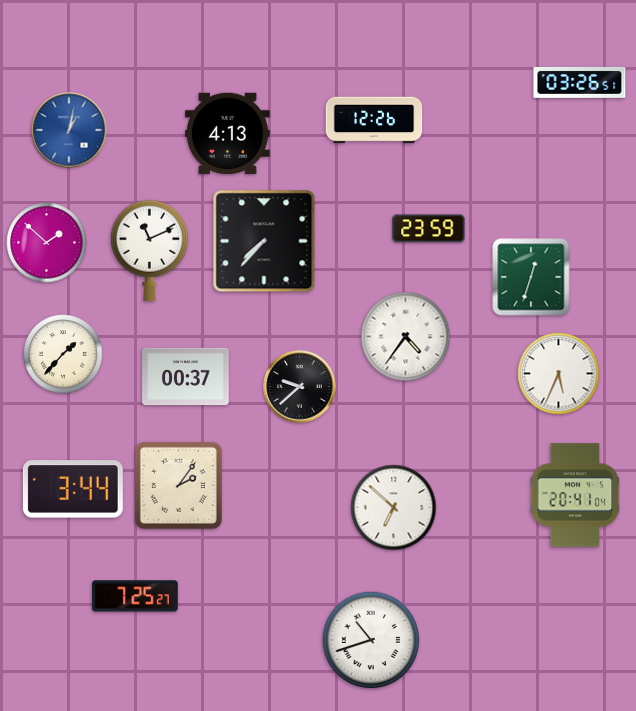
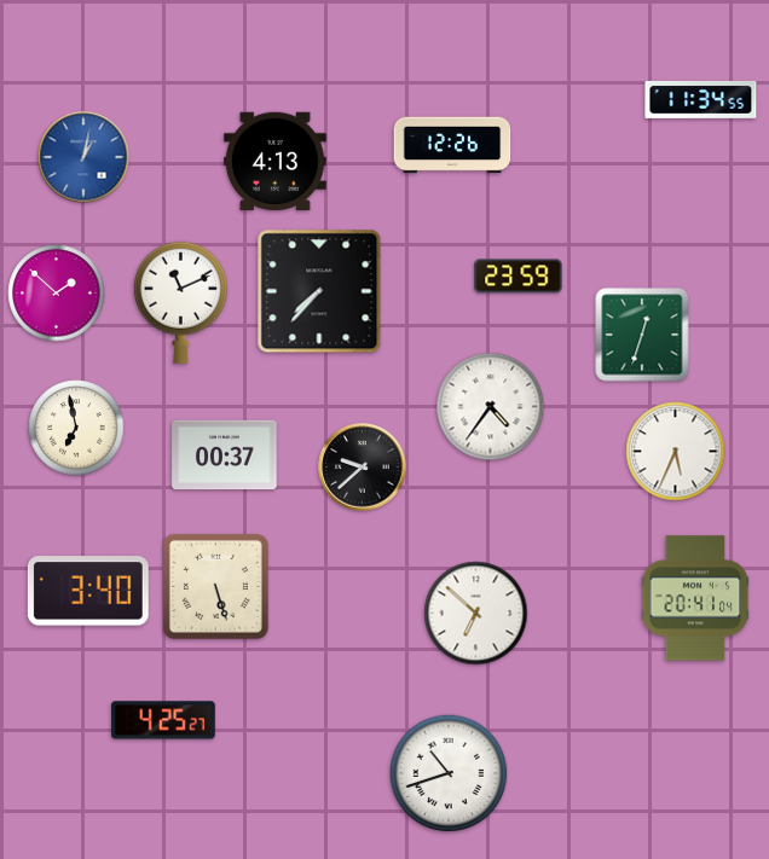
clock at (580, 82): 03:26 -> 11:34
clock at (63, 354): 1:37 -> 6:58
clock at (178, 485): 2:06 -> 5:27
clock at (73, 489): 3:44 -> 3:40
clock at (135, 596): 7:25 -> 4:25
